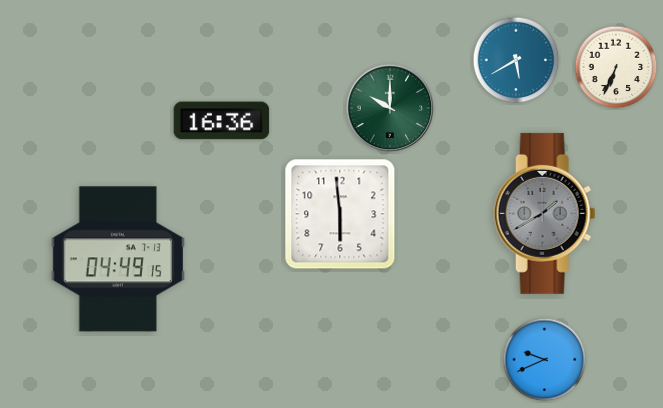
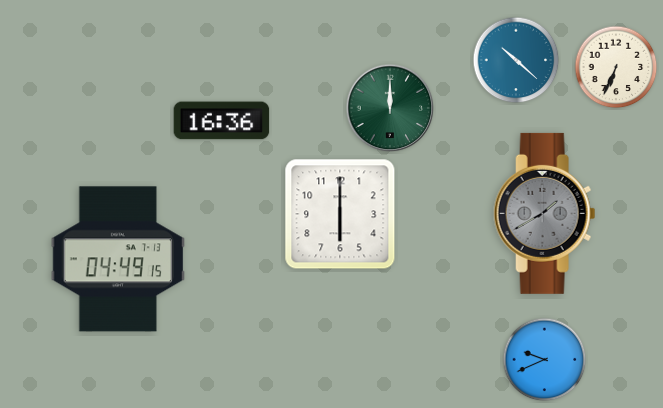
clock at (516, 60): 5:40 -> 10:22
clock at (390, 108): 10:00 -> 12:00
clock at (340, 214): 5:59 -> 6:00
